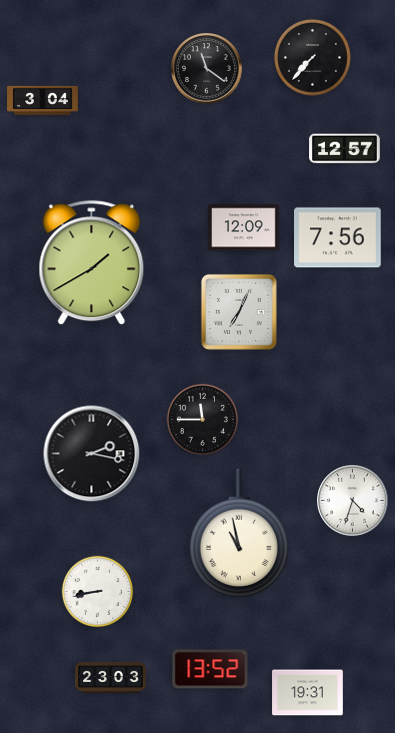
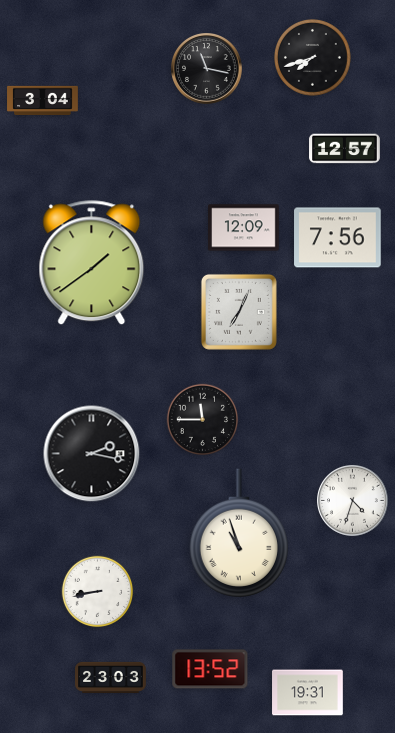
clock at (313, 58): 7:37 -> 7:42
clock at (207, 69): 11:21 -> 11:17
clock at (92, 263): 1:40 -> 1:39
clock at (239, 533): 10:58 -> 10:57
